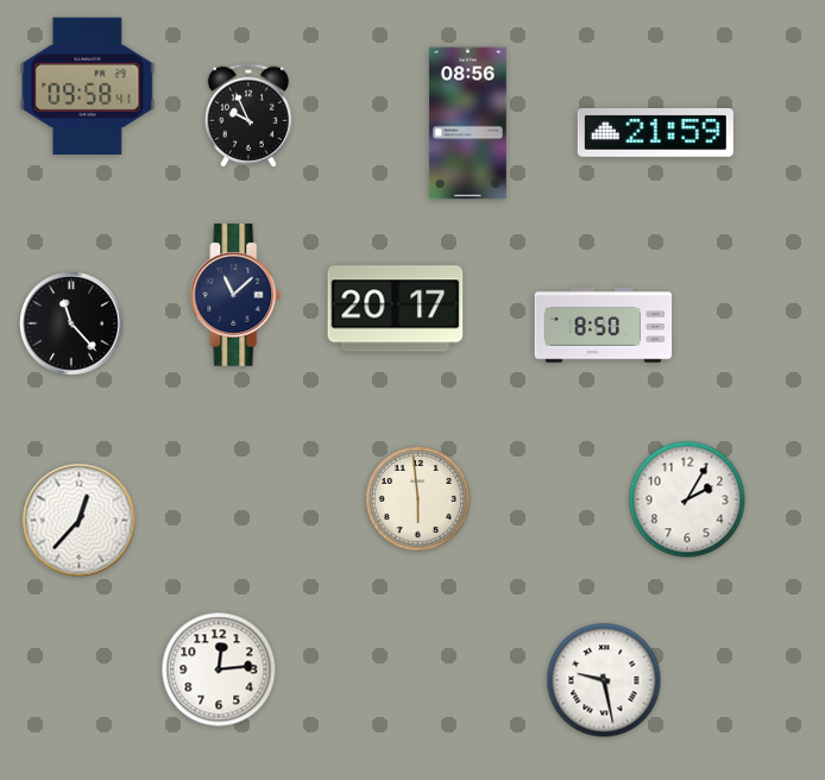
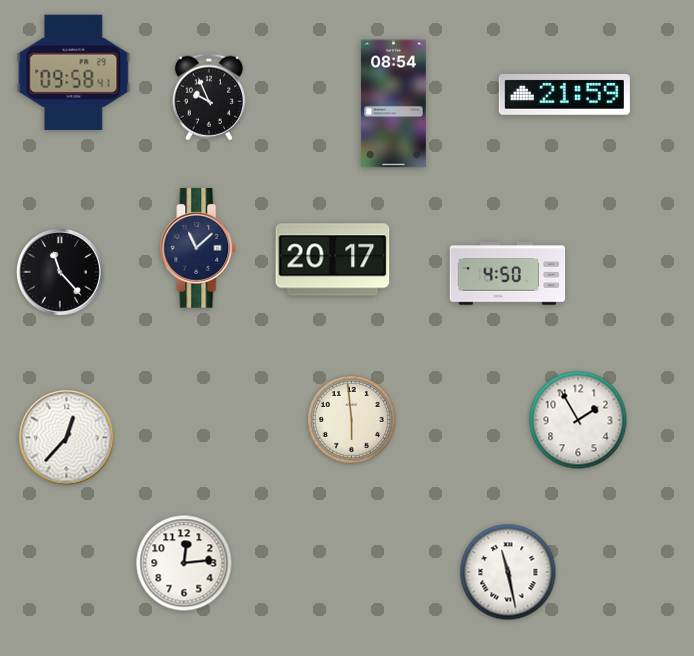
clock at (467, 124): 08:56 -> 08:54
clock at (655, 132) position: (655, 132) -> (564, 94)
clock at (604, 326): 8:50 -> 4:50
clock at (687, 499): 2:05 -> 1:55
clock at (604, 680): 9:28 -> 11:28
